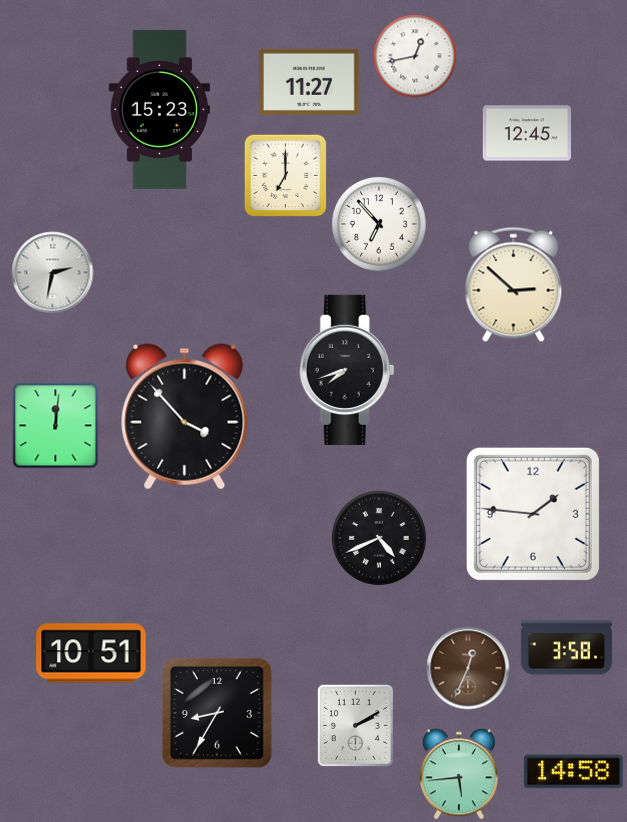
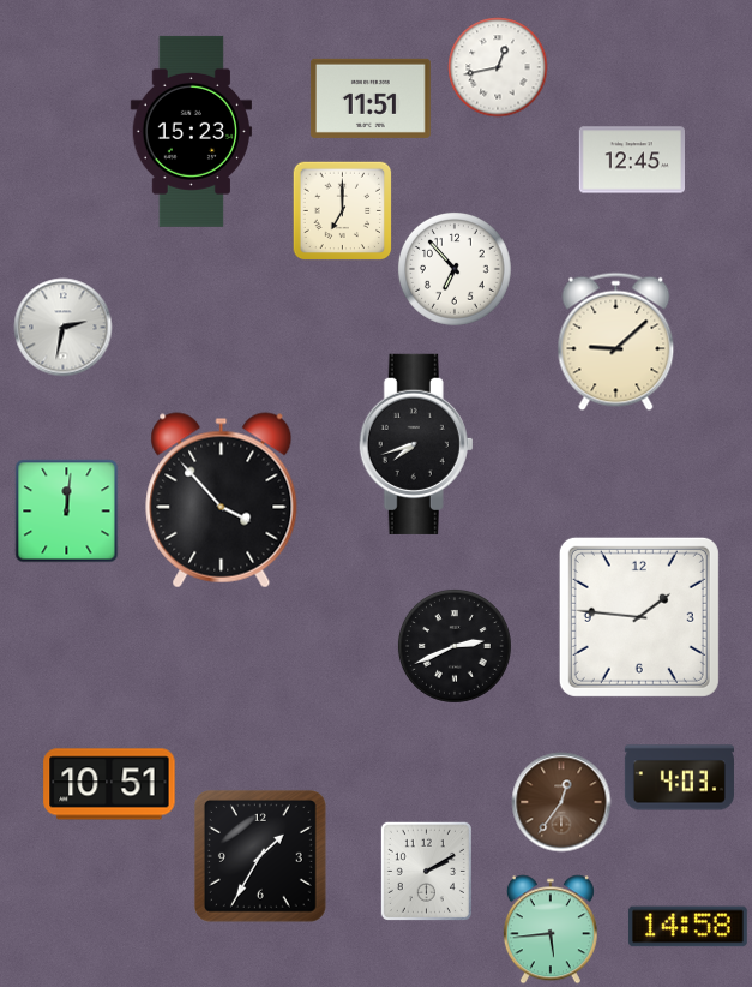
clock at (309, 82): 11:27 -> 11:51
clock at (514, 284): 2:52 -> 9:08
clock at (379, 538): 4:41 -> 2:41
clock at (566, 648): 3:58 -> 4:03
clock at (468, 668): 12:34 -> 12:36
clock at (217, 713): 8:35 -> 1:35
